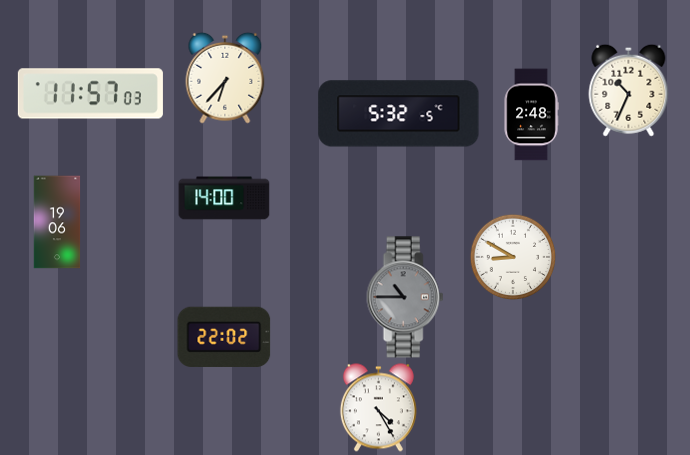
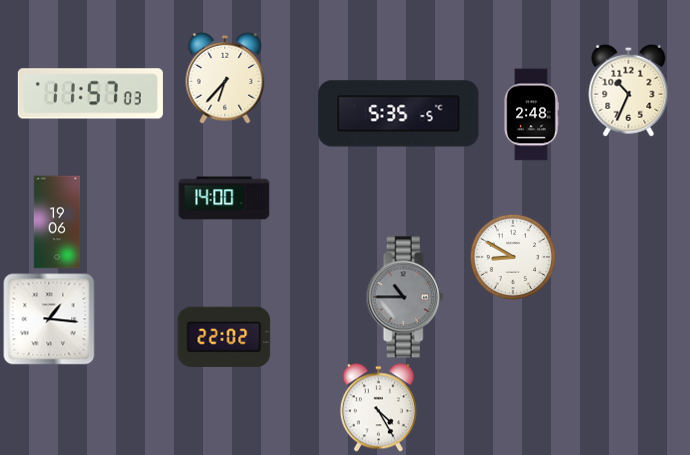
clock at (399, 114): 5:32 -> 5:35
clock at (49, 319): none -> 1:16
